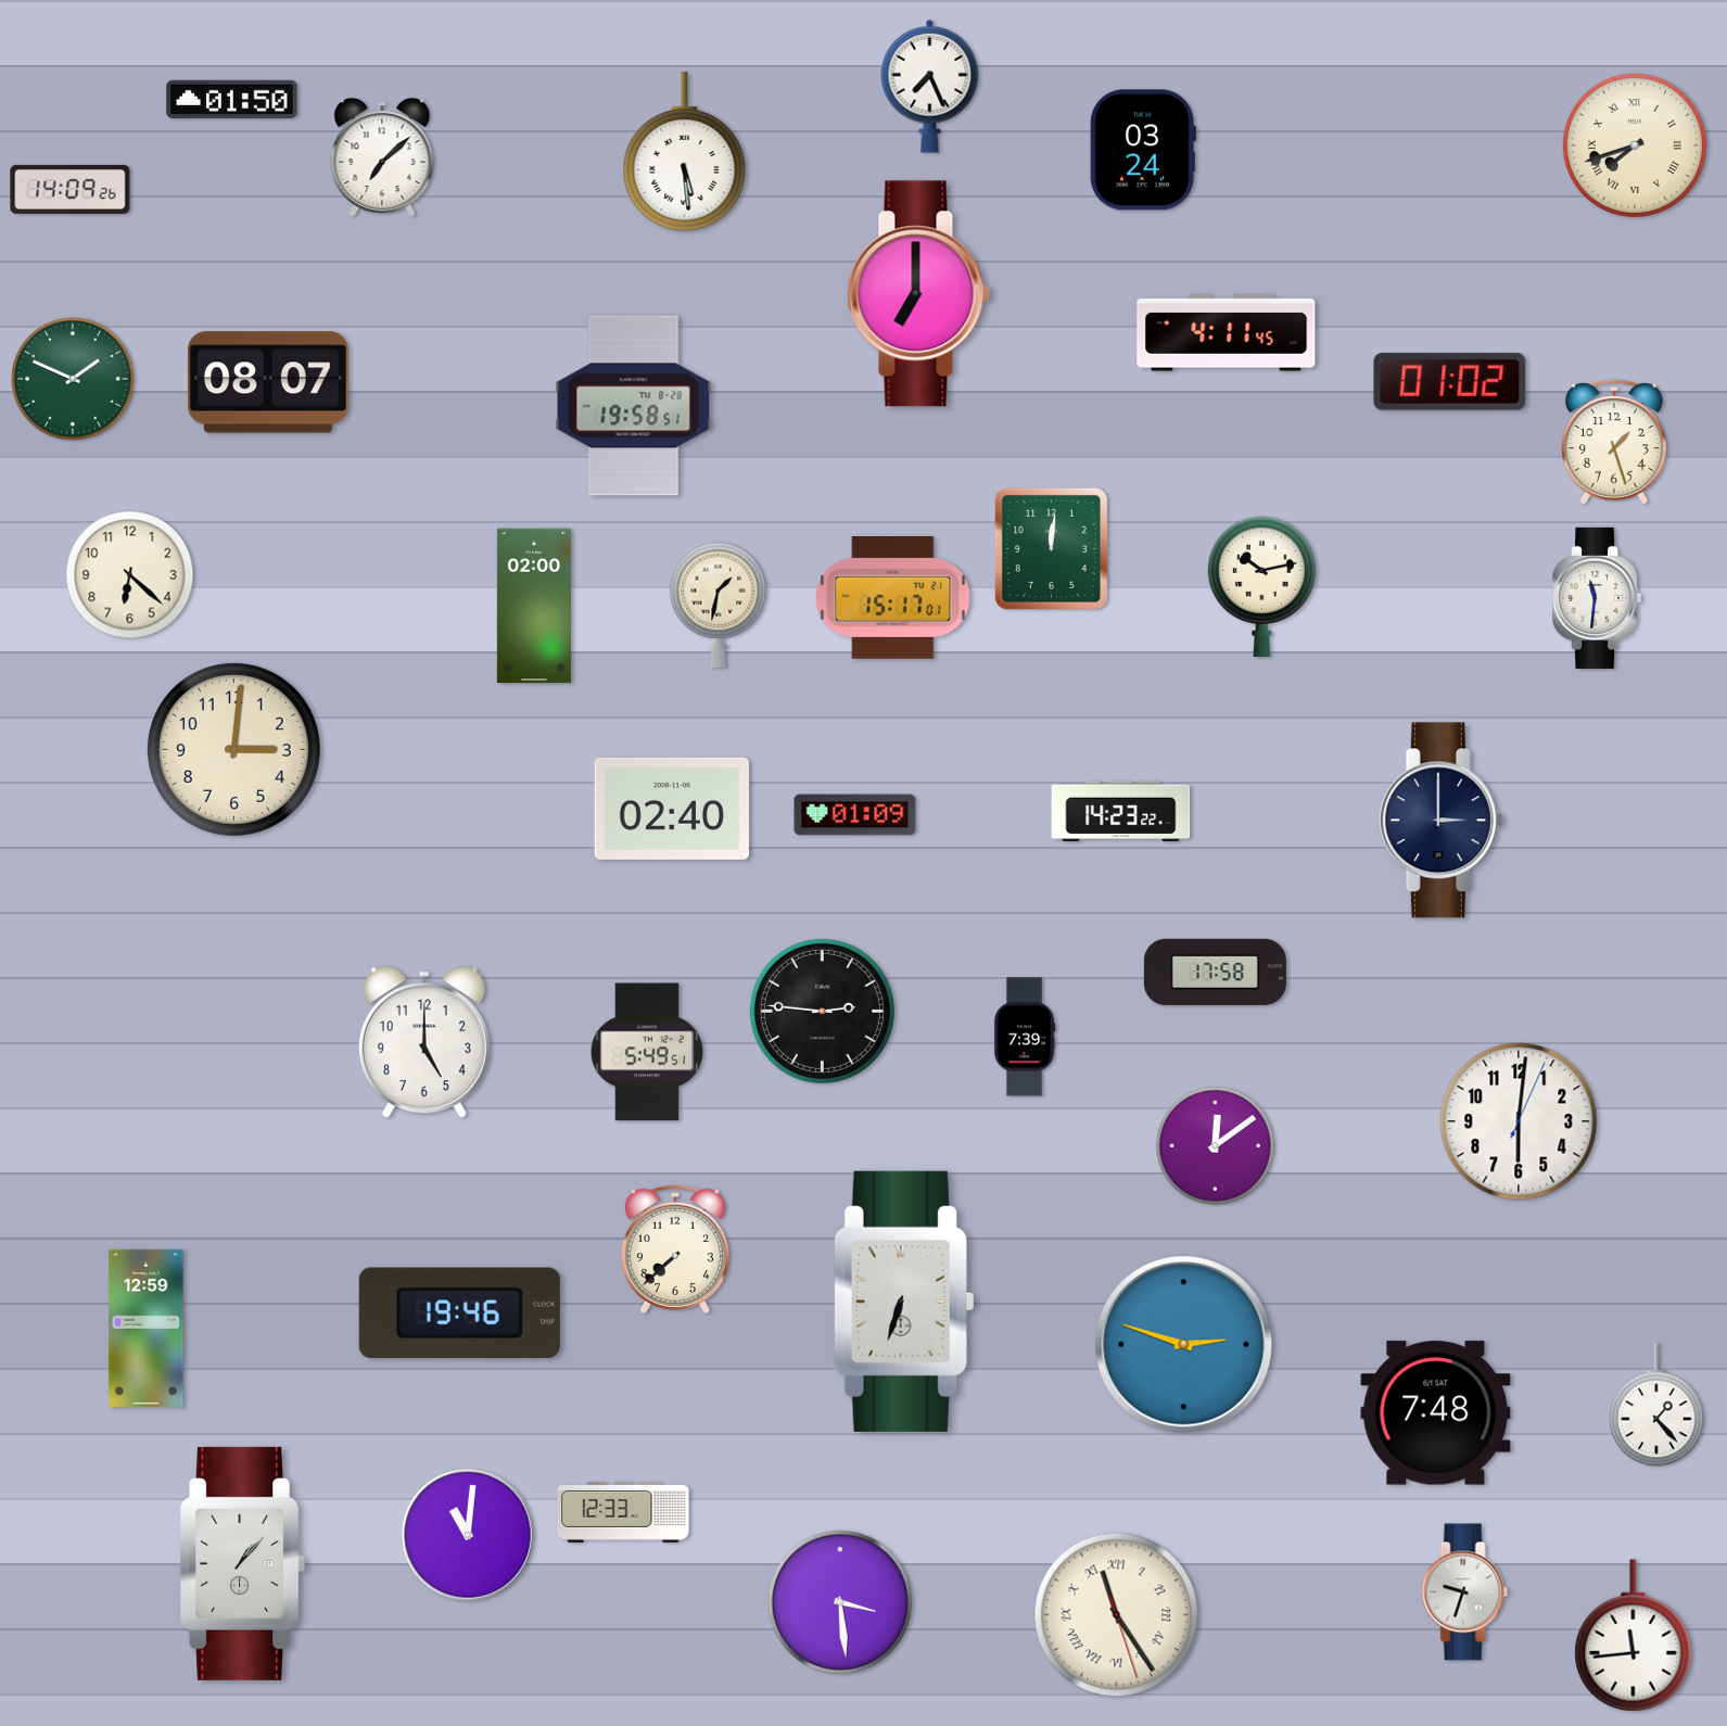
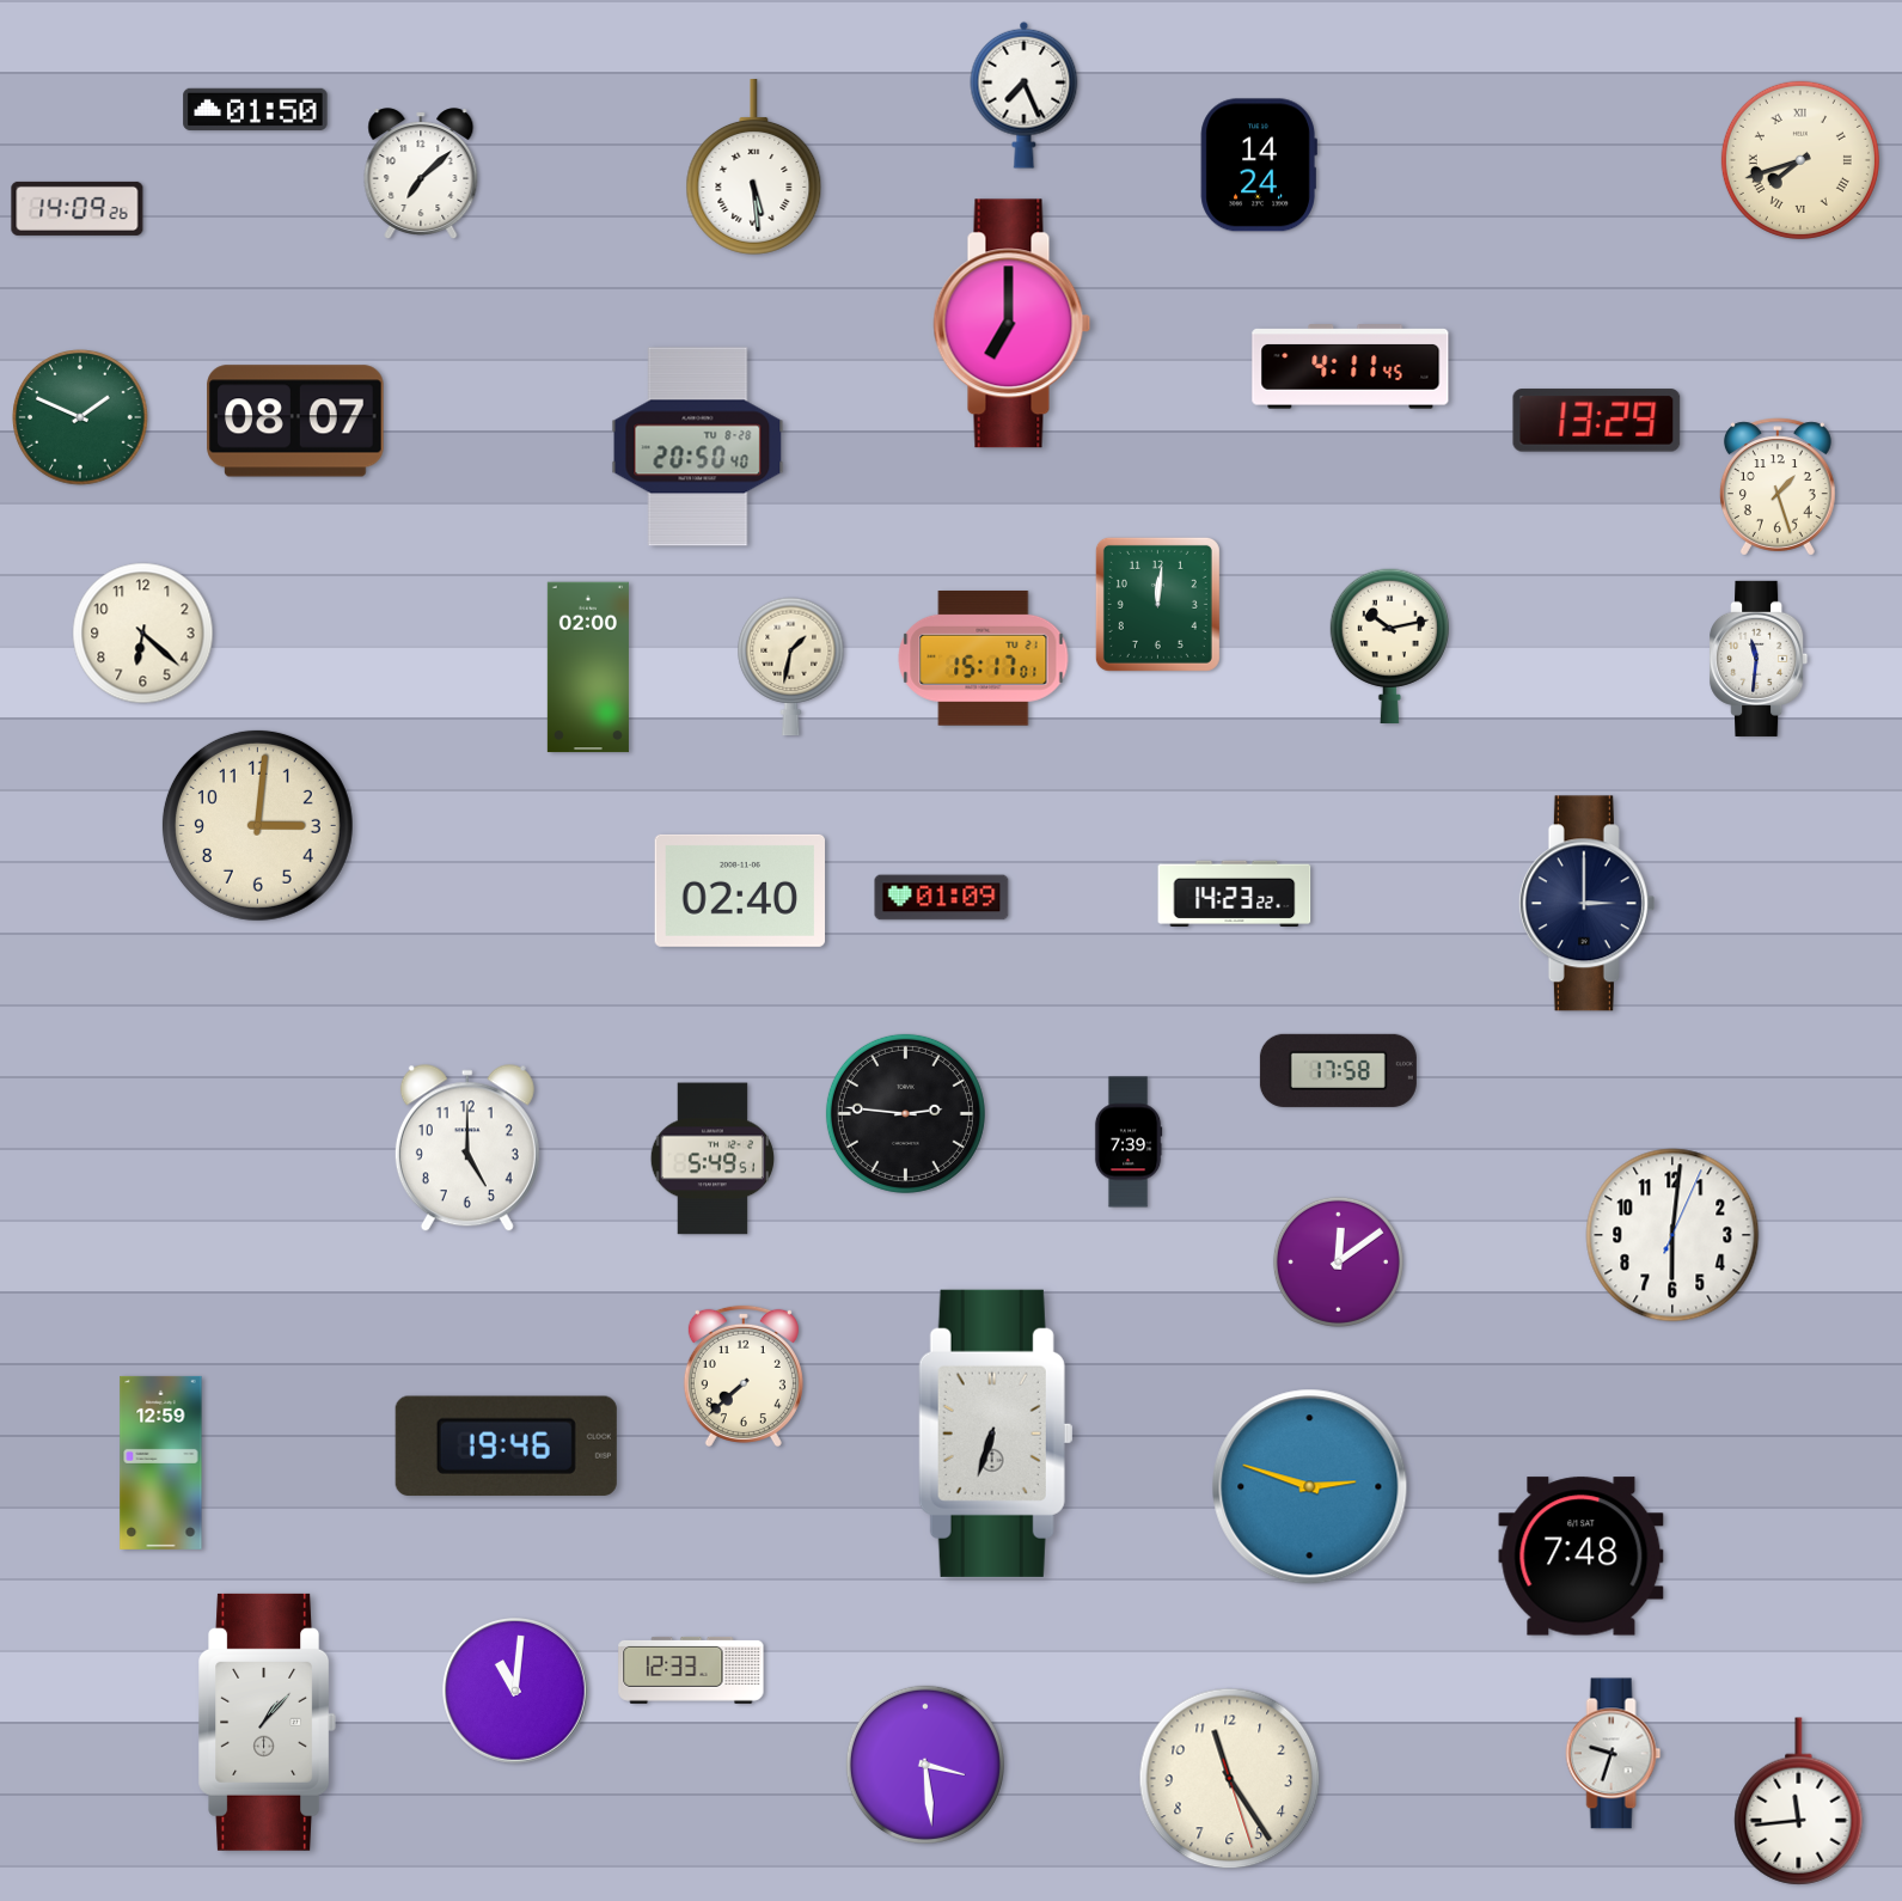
clock at (1143, 150): 03:24 -> 14:24
clock at (1450, 382): 01:02 -> 13:29
clock at (634, 406): 19:58 -> 20:50
clock at (1184, 1345) position: (1184, 1345) -> (1310, 1487)
clock at (1658, 1405): 1:23 -> none
clock at (623, 1512) position: (623, 1512) -> (691, 1670)
clock at (1117, 1615) numerals: Roman -> Arabic
